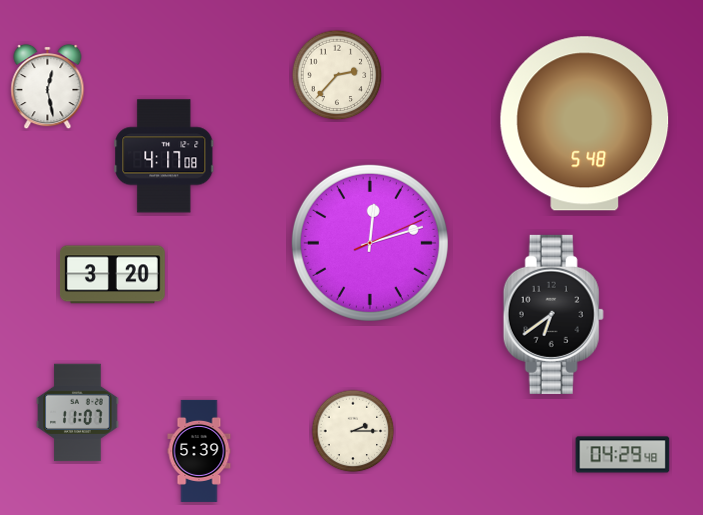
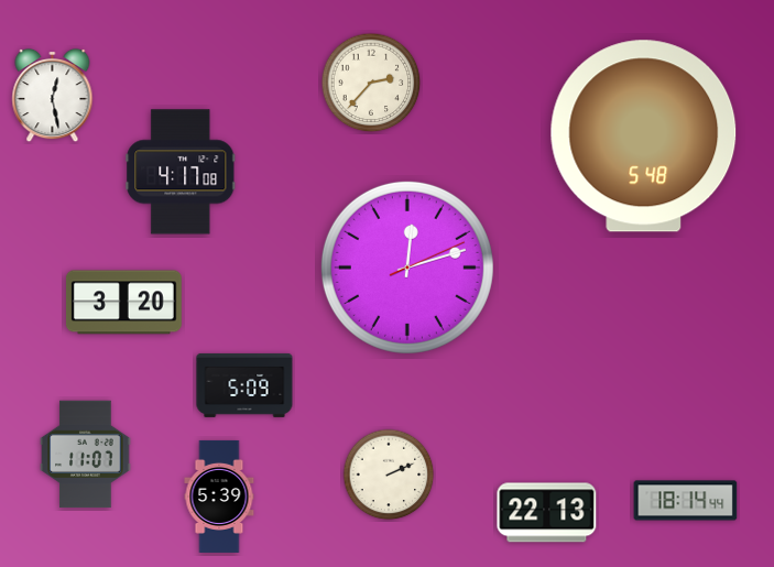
clock at (553, 314): 6:39 -> none
clock at (244, 385): none -> 5:09
clock at (353, 431): 2:15 -> 2:11
clock at (623, 455): 04:29 -> 18:14
clock at (547, 513): none -> 22:13
